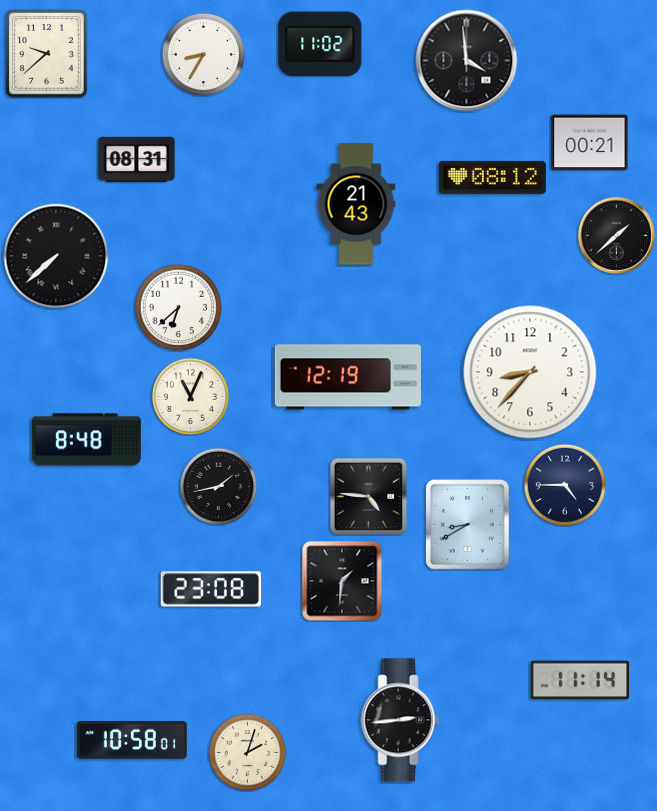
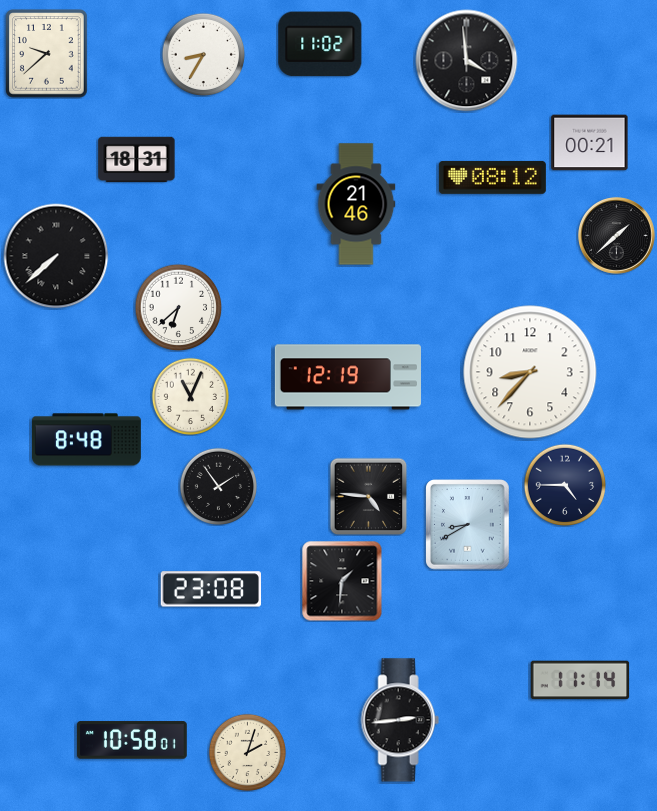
clock at (137, 160): 08:31 -> 18:31
clock at (356, 204): 21:43 -> 21:46
clock at (218, 486): 1:43 -> 1:54
